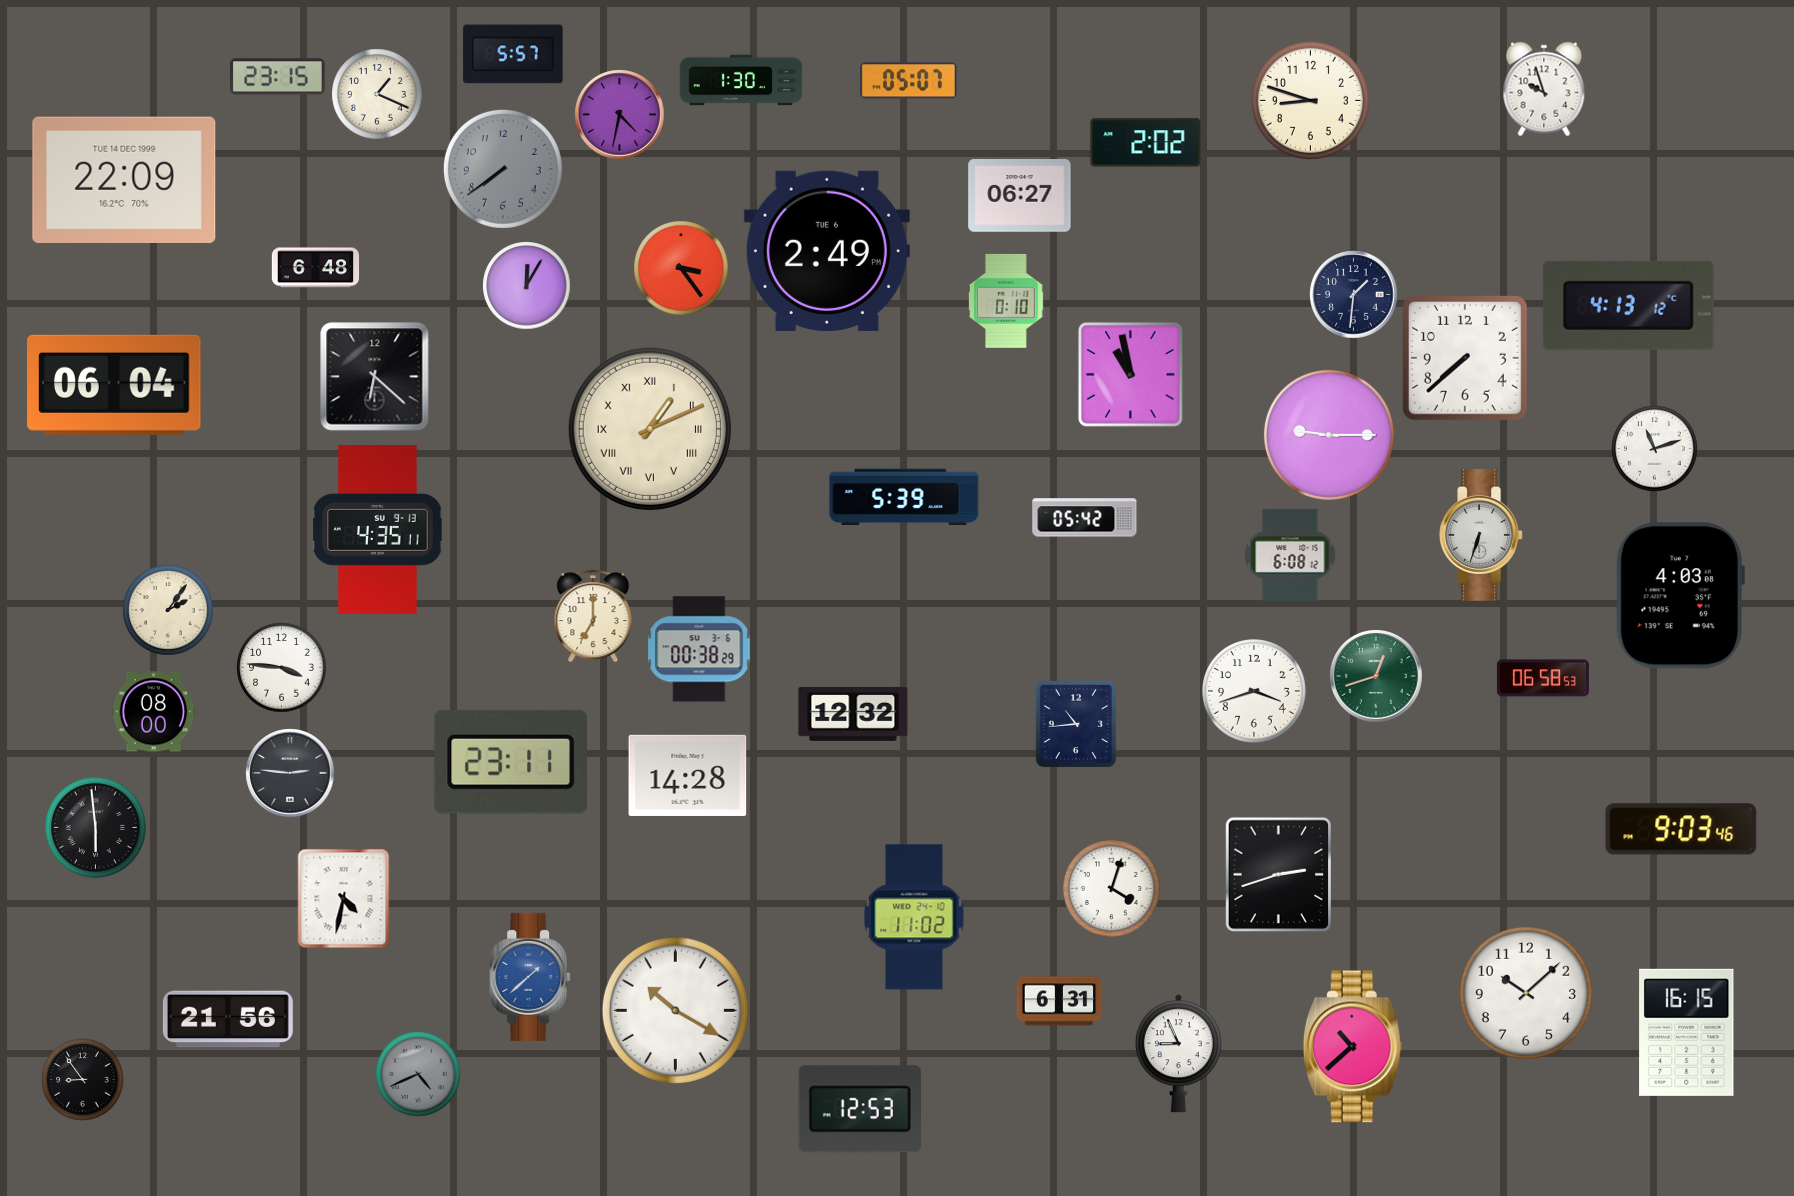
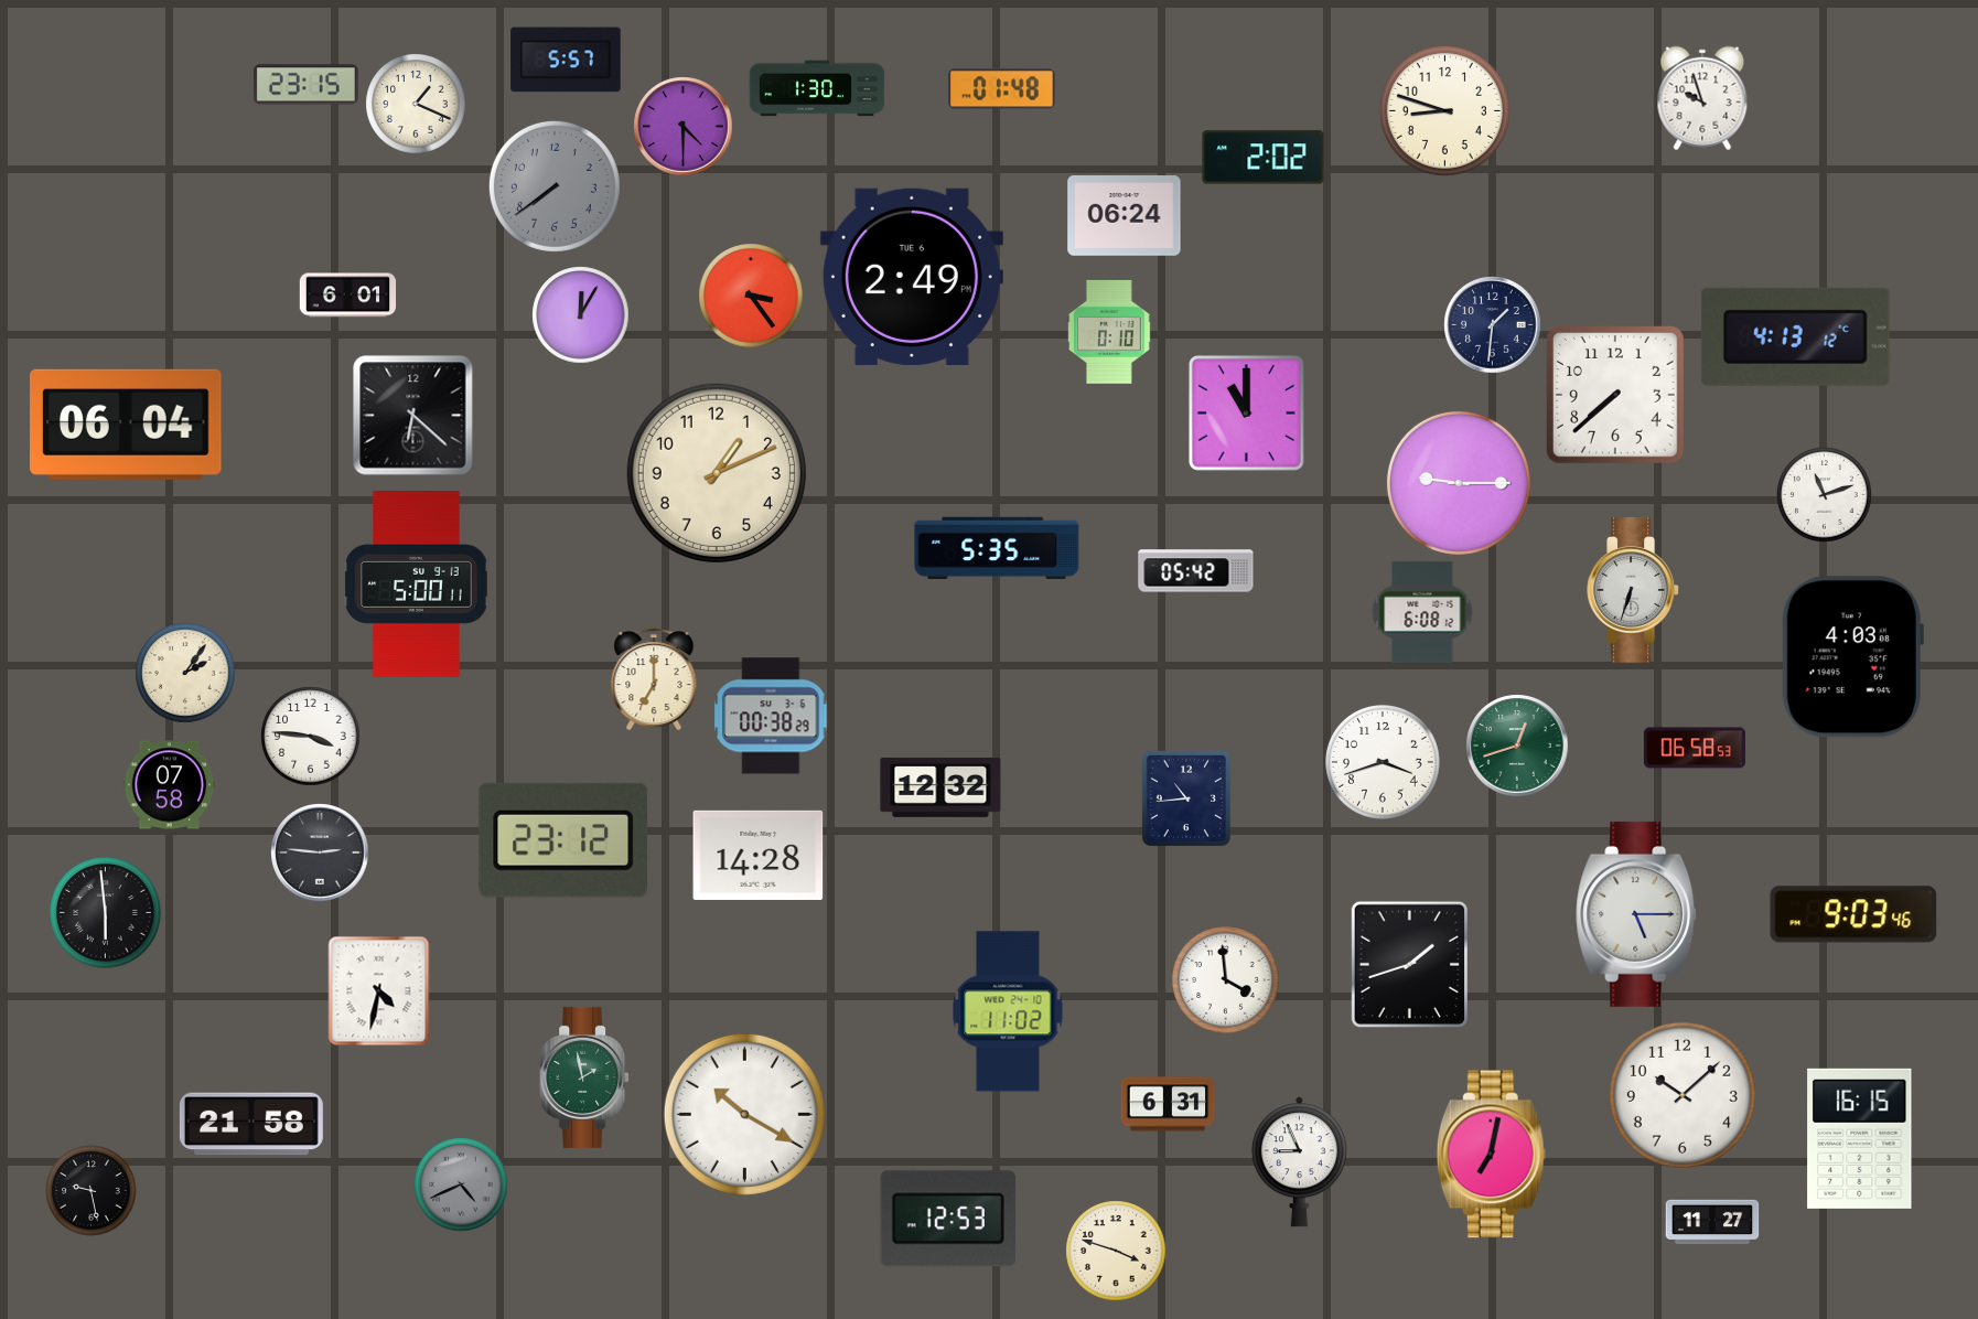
clock at (909, 81): 05:07 -> 01:48
clock at (620, 115): 4:32 -> 4:30
clock at (124, 179): 22:09 -> none
clock at (1020, 196): 06:27 -> 06:24
clock at (316, 268): 6:48 -> 6:01
clock at (1130, 374): 10:58 -> 11:00
clock at (650, 429) numerals: Roman -> Arabic
clock at (1329, 435) position: (1329, 435) -> (1459, 483)
clock at (904, 496): 5:39 -> 5:35
clock at (378, 530): 4:35 -> 5:00
clock at (1543, 678) position: (1543, 678) -> (1695, 748)
clock at (154, 712): 08:00 -> 07:58
clock at (510, 762): 23:11 -> 23:12
clock at (1637, 914): none -> 5:15
clock at (1279, 875): 2:42 -> 1:42
clock at (1112, 889): 4:03 -> 3:59
clock at (530, 977): 1:38 -> 1:58
clock at (530, 977) dial: blue -> green
clock at (228, 1019): 21:56 -> 21:58
clock at (1352, 1047): 10:38 -> 7:02
clock at (83, 1080): 8:54 -> 9:28
clock at (1712, 1222): none -> 11:27
clock at (860, 1109) position: (860, 1109) -> (948, 1219)
clock at (1116, 1251): none -> 3:48
